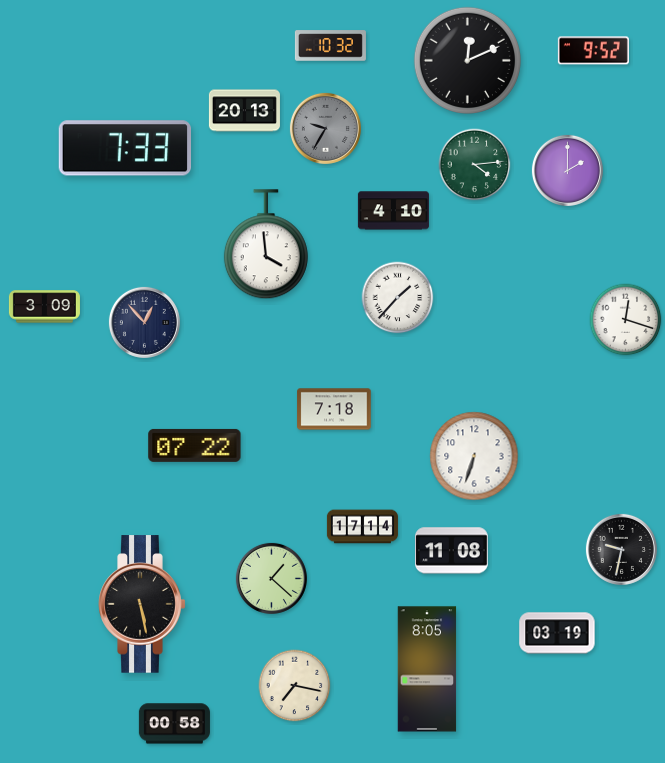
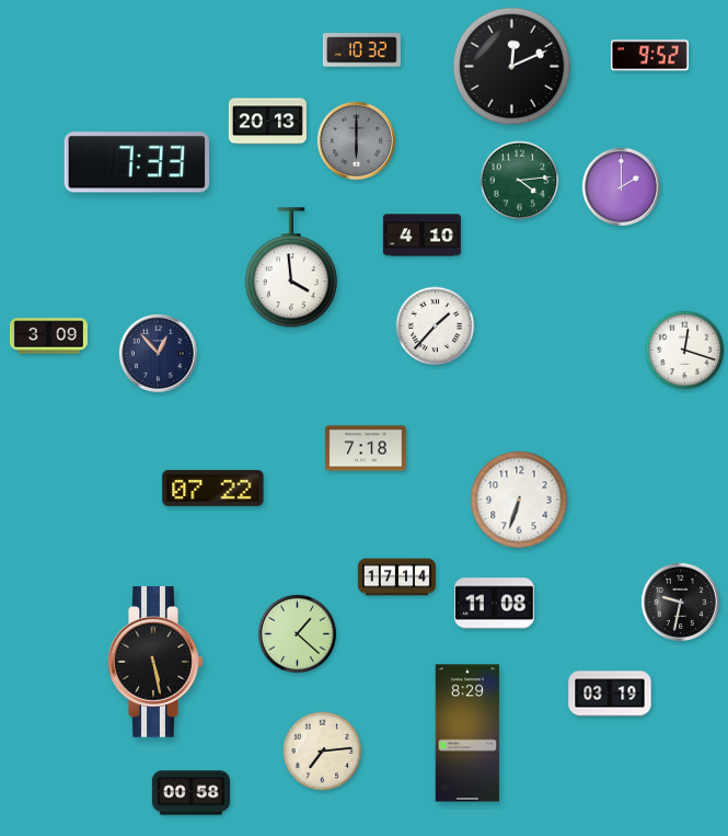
clock at (325, 128): 9:35 -> 6:00
clock at (393, 211) position: (393, 211) -> (421, 236)
clock at (427, 669): 8:05 -> 8:29
clock at (295, 686): 7:17 -> 7:14
